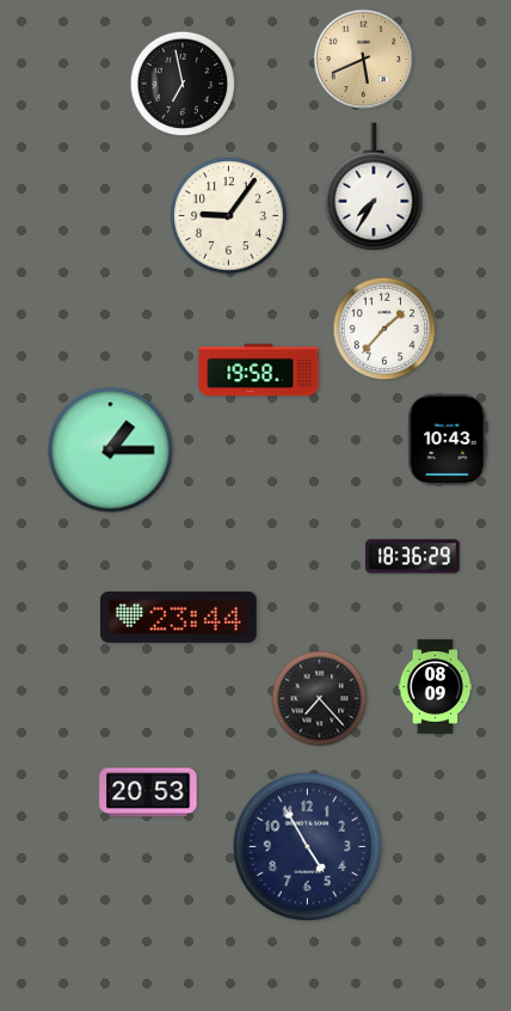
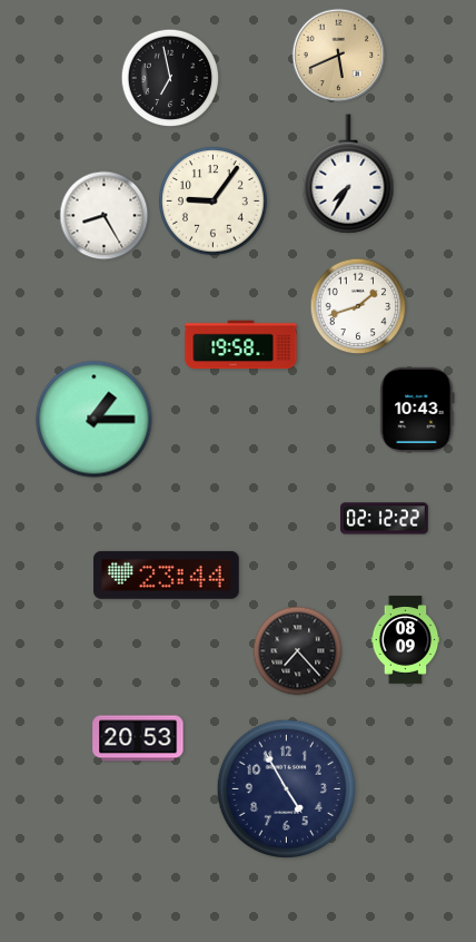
clock at (105, 216): none -> 8:25
clock at (384, 329): 1:37 -> 1:42
clock at (111, 451) position: (111, 451) -> (95, 420)
clock at (413, 557): 18:36 -> 02:12
